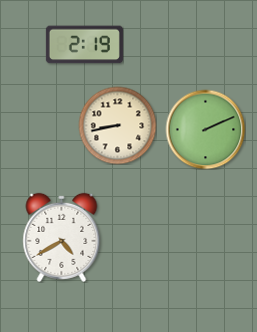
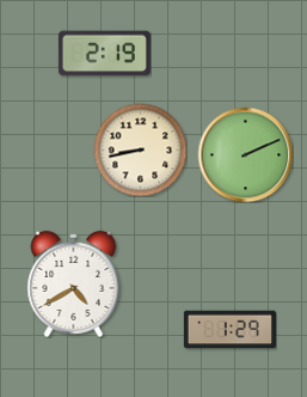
clock at (84, 45) position: (84, 45) -> (104, 54)
clock at (229, 330): none -> 1:29
